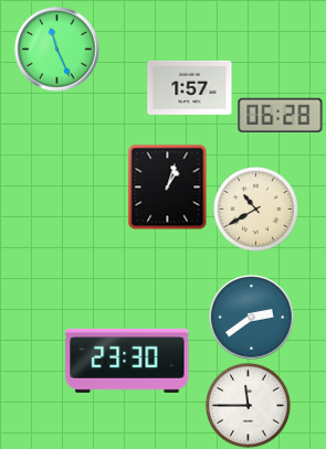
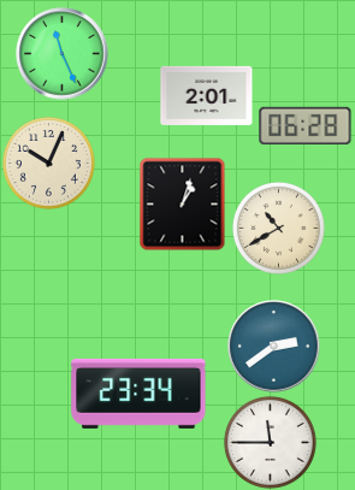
clock at (190, 87): 1:57 -> 2:01
clock at (48, 163): none -> 10:04
clock at (127, 361): 23:30 -> 23:34
